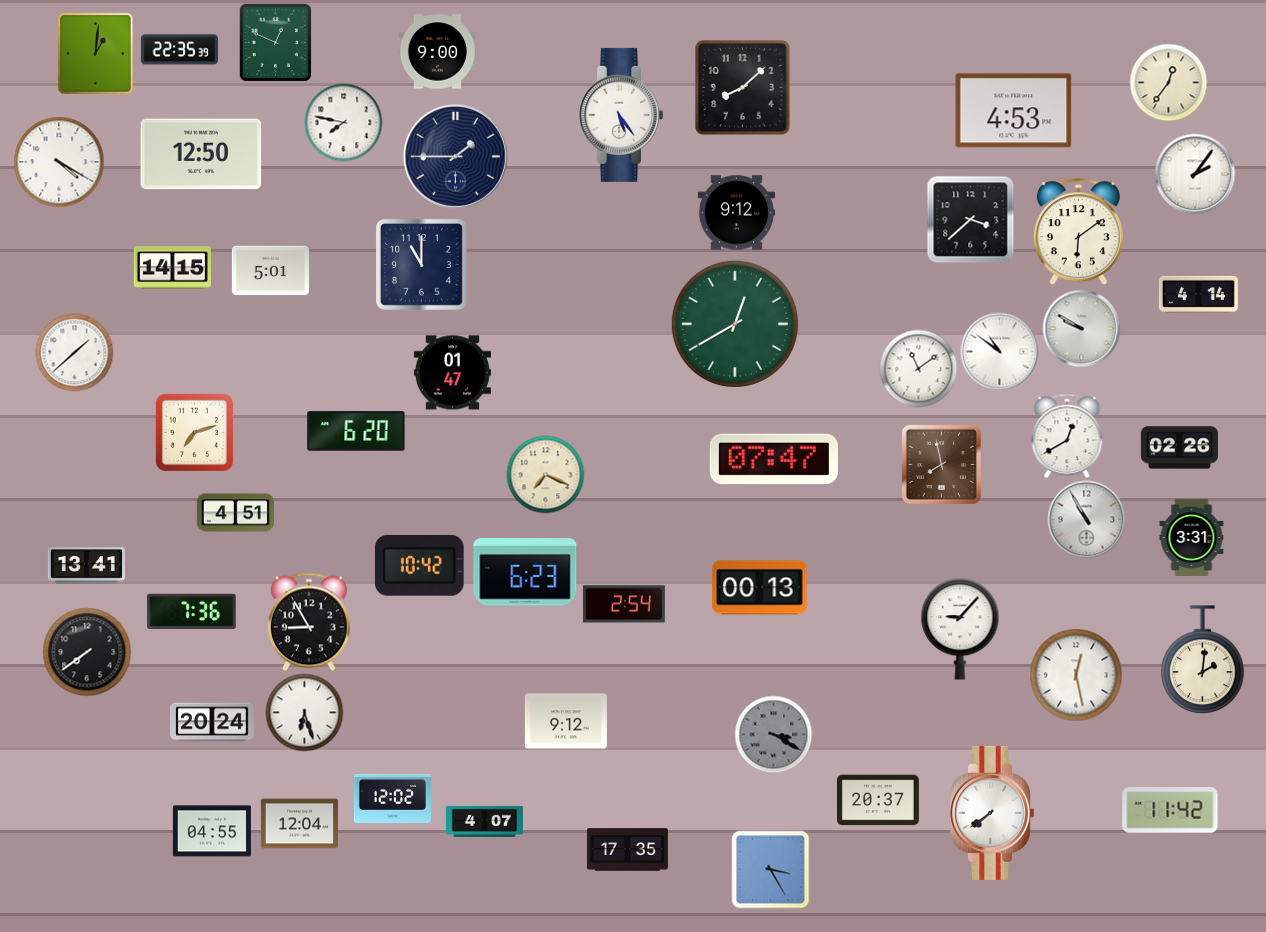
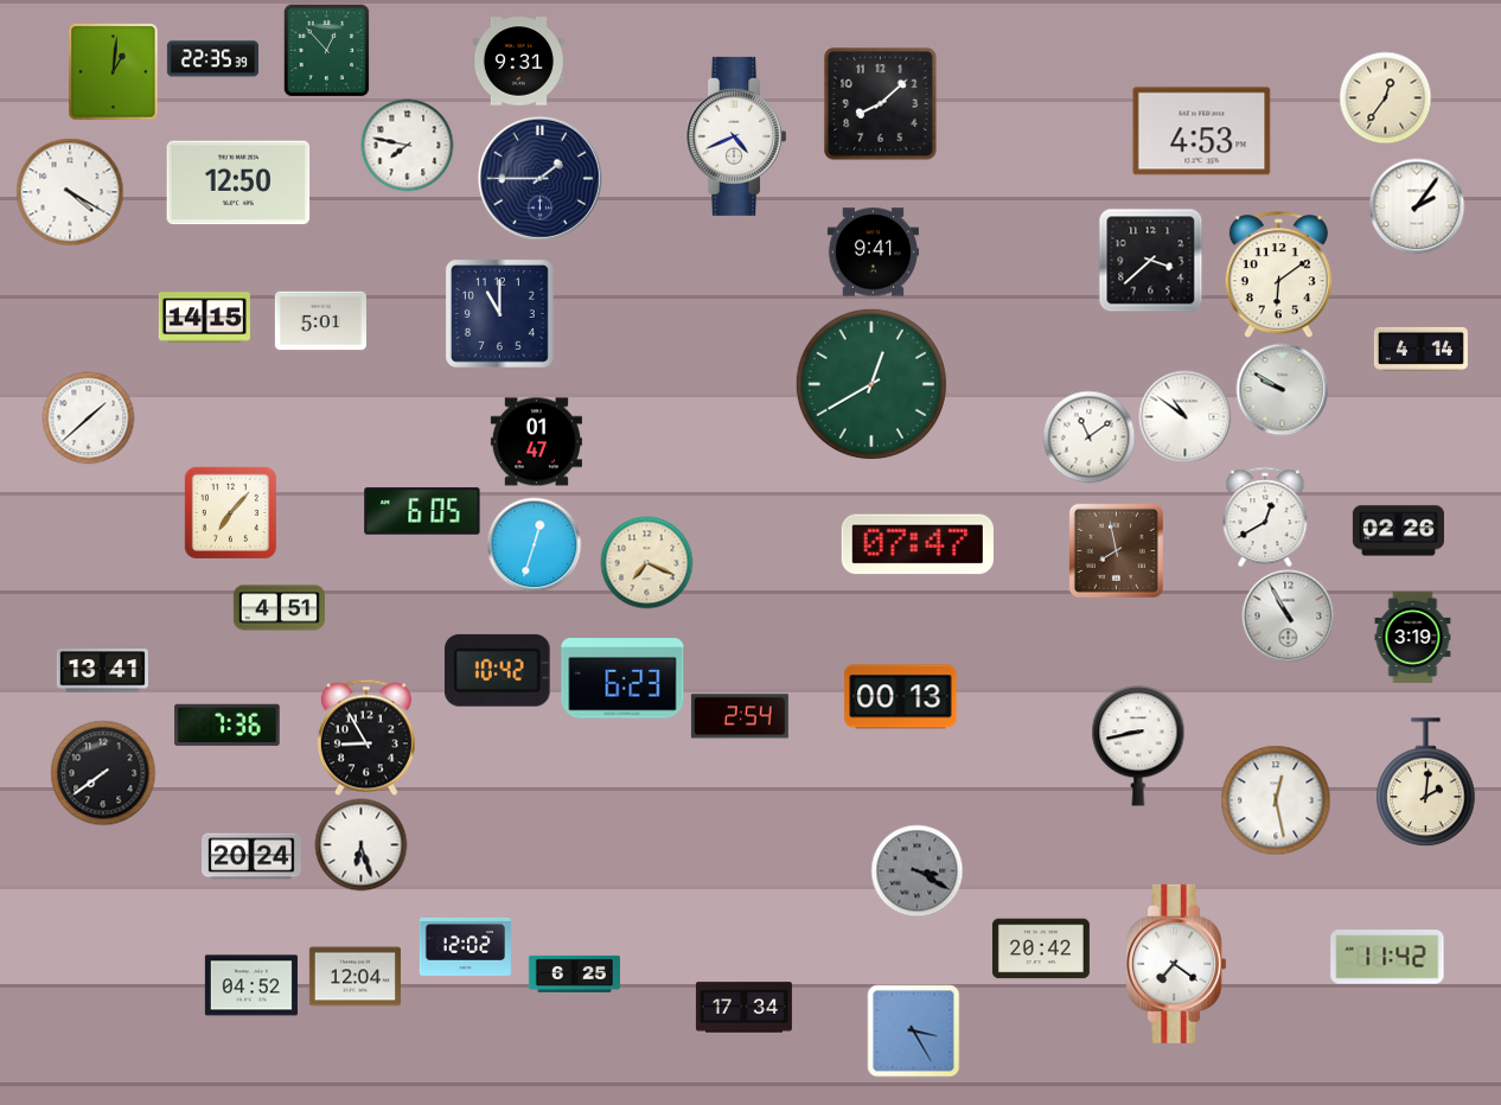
clock at (276, 42): 12:49 -> 12:53
clock at (437, 52): 9:00 -> 9:31
clock at (96, 53) position: (96, 53) -> (114, 71)
clock at (621, 115): 5:24 -> 4:41
clock at (455, 156) position: (455, 156) -> (539, 178)
clock at (736, 213): 9:12 -> 9:41
clock at (356, 431): 6:20 -> 6:05
clock at (194, 432): 7:12 -> 7:07
clock at (534, 544): none -> 12:33
clock at (1192, 537): 3:31 -> 3:19
clock at (960, 629): 9:07 -> 8:43
clock at (566, 721): 9:12 -> none
clock at (878, 800): 20:37 -> 20:42
clock at (1170, 810) position: (1170, 810) -> (1387, 957)
clock at (992, 813): 7:39 -> 7:21
clock at (484, 821): 4:07 -> 6:25
clock at (212, 831): 04:55 -> 04:52
clock at (627, 850): 17:35 -> 17:34
